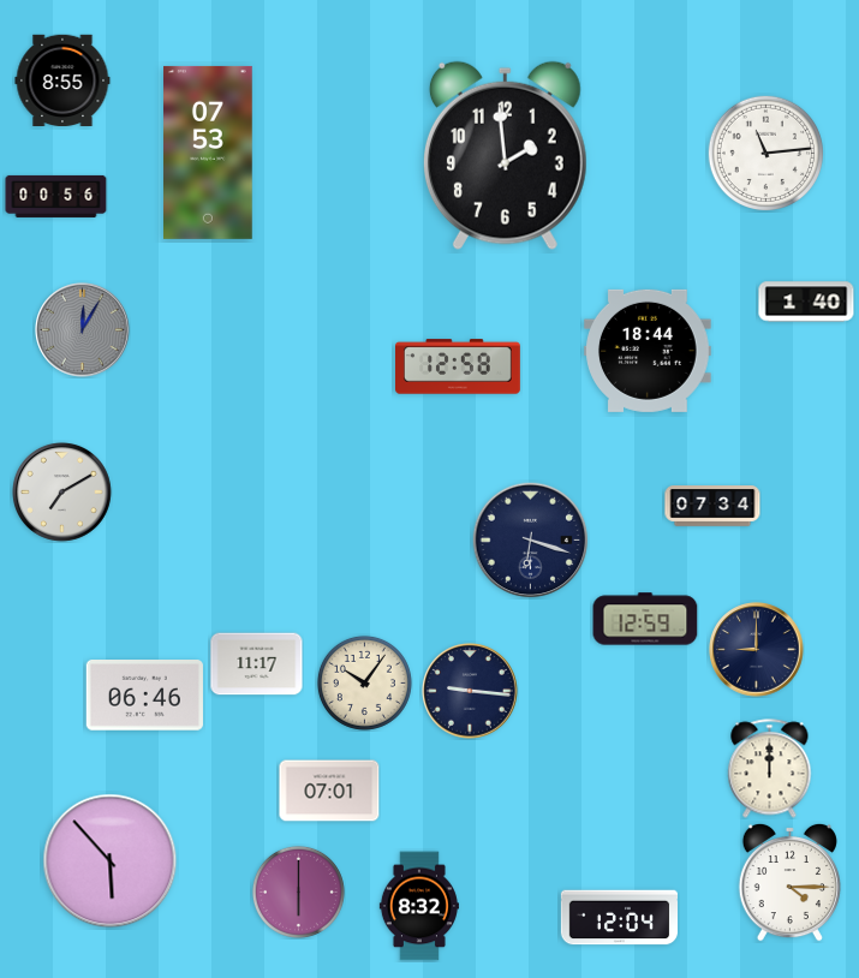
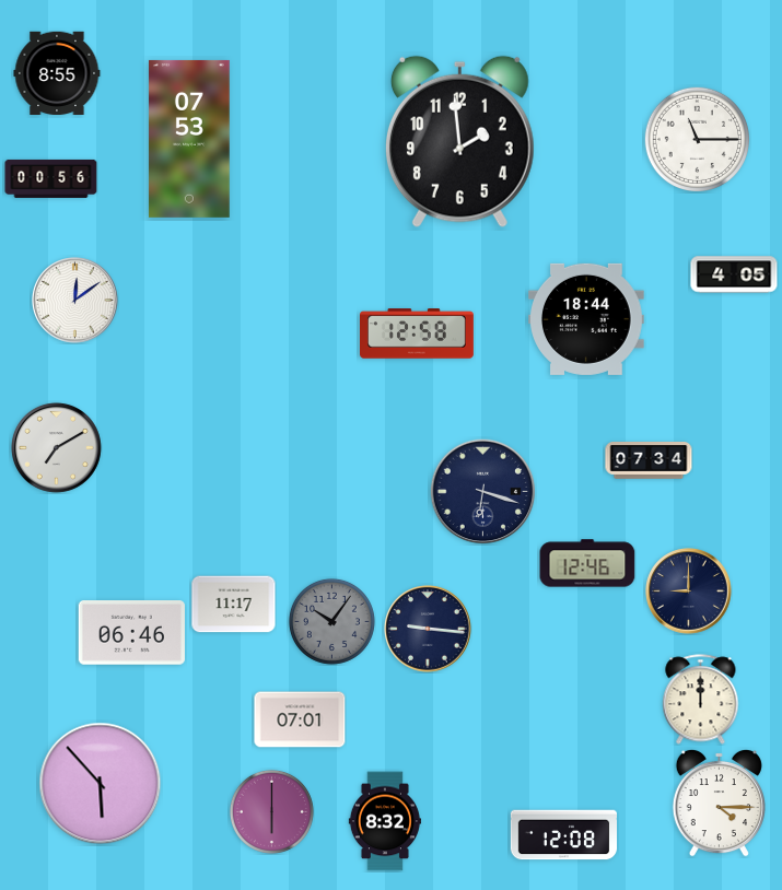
clock at (765, 153): 11:14 -> 11:15
clock at (806, 302): 1:40 -> 4:05
clock at (83, 330): 12:05 -> 12:09
clock at (83, 330) dial: grey -> white
clock at (649, 351) position: (649, 351) -> (587, 319)
clock at (645, 619): 12:59 -> 12:46
clock at (364, 682) dial: cream -> grey
clock at (419, 906) position: (419, 906) -> (385, 821)
clock at (620, 918): 12:04 -> 12:08
